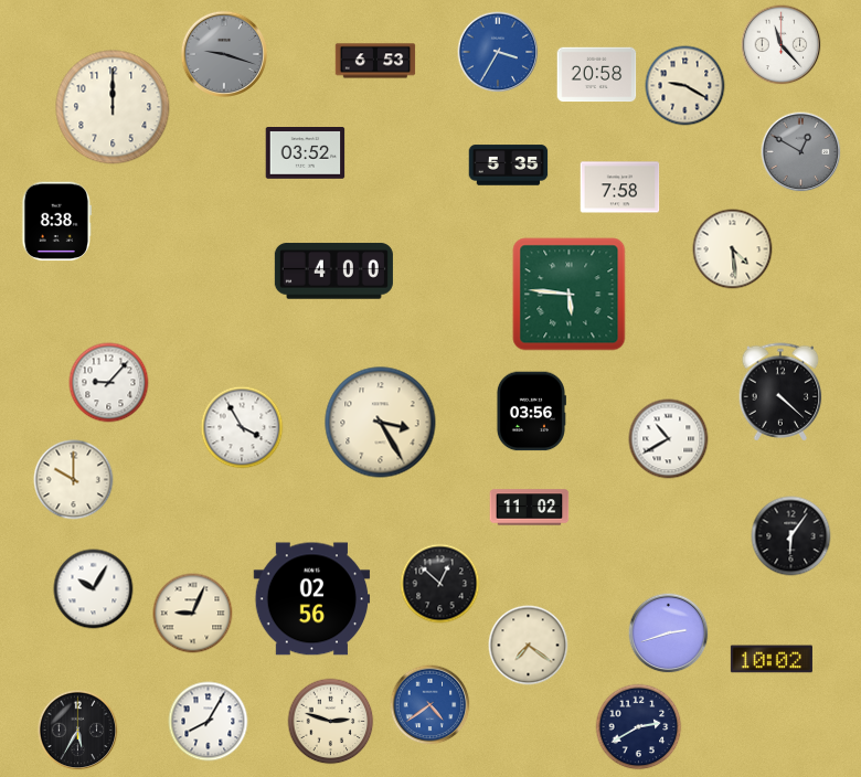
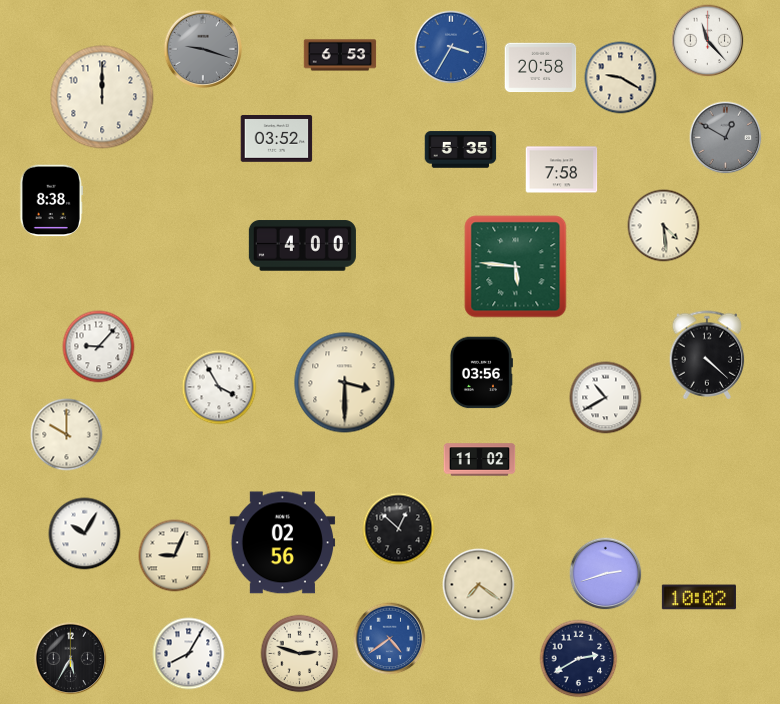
clock at (381, 423): 3:25 -> 3:30
clock at (791, 536): 6:06 -> none
clock at (78, 731) position: (78, 731) -> (71, 659)
